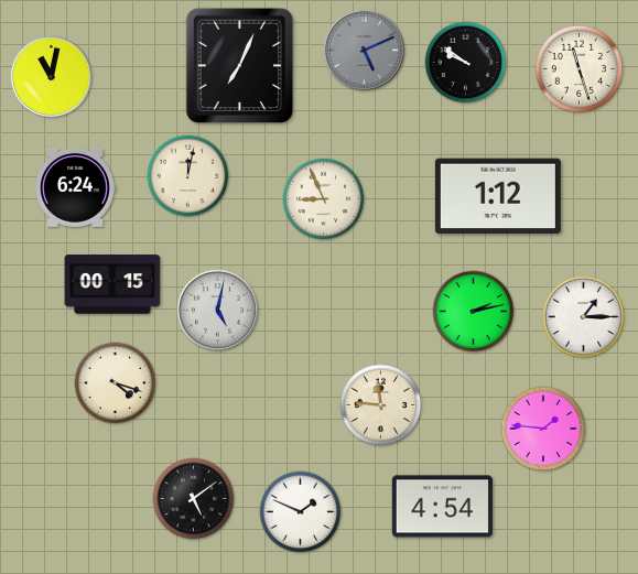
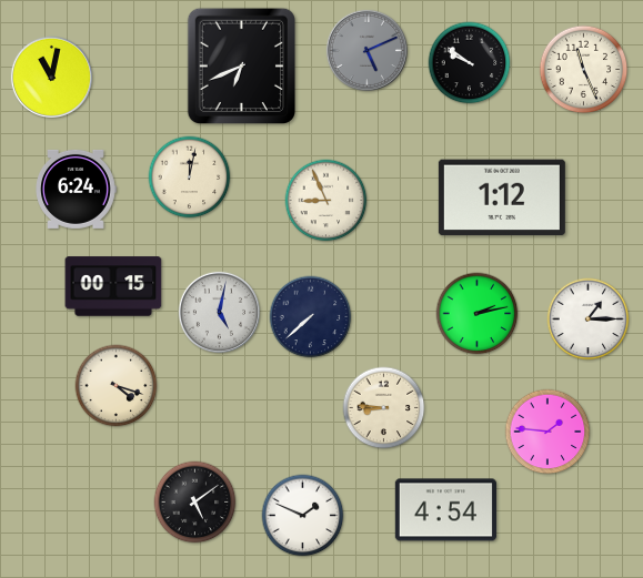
clock at (239, 65): 7:04 -> 6:41
clock at (580, 69): 11:27 -> 11:26
clock at (311, 317): none -> 7:38
clock at (381, 405): 11:46 -> 8:46
